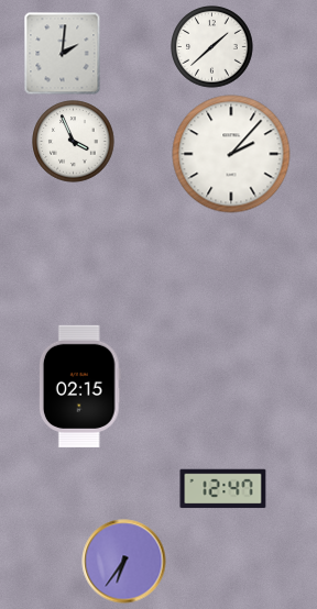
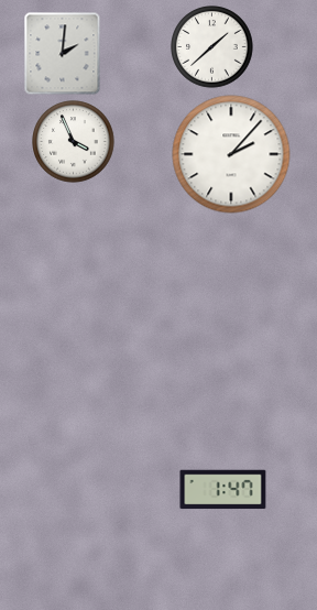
clock at (79, 386): 02:15 -> none
clock at (223, 489): 12:47 -> 1:47
clock at (124, 562): 6:36 -> none
